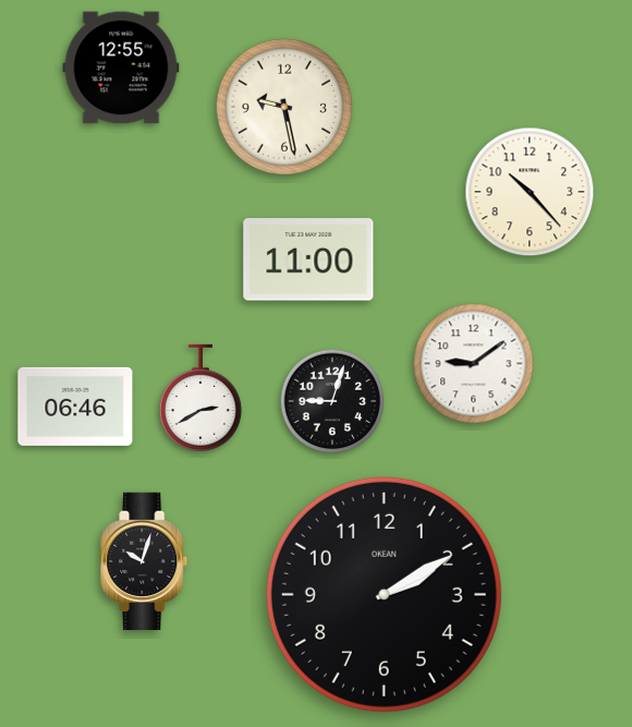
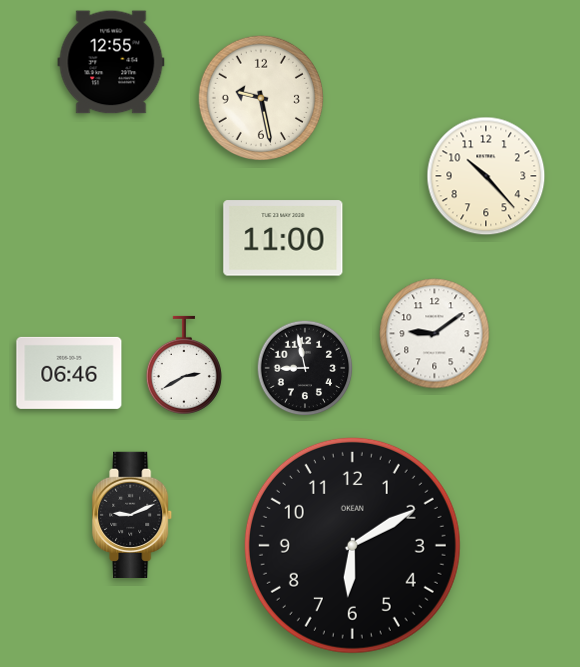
clock at (332, 401): 9:03 -> 8:58
clock at (145, 560): 10:03 -> 9:11
clock at (384, 594): 2:10 -> 6:10
